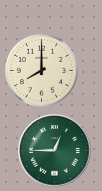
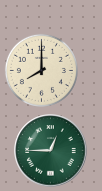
clock at (55, 151) position: (55, 151) -> (51, 151)
